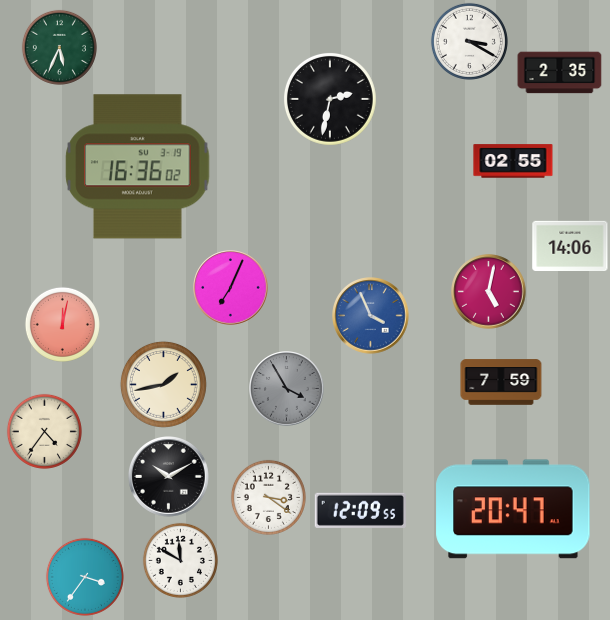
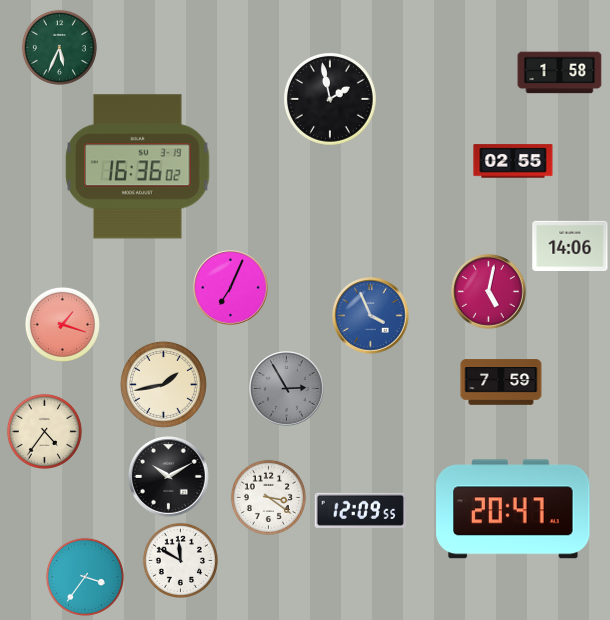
clock at (469, 41): 3:20 -> none
clock at (560, 73): 2:35 -> 1:58
clock at (330, 99): 2:32 -> 1:58
clock at (62, 324): 12:02 -> 1:18
clock at (287, 389): 3:55 -> 2:55
